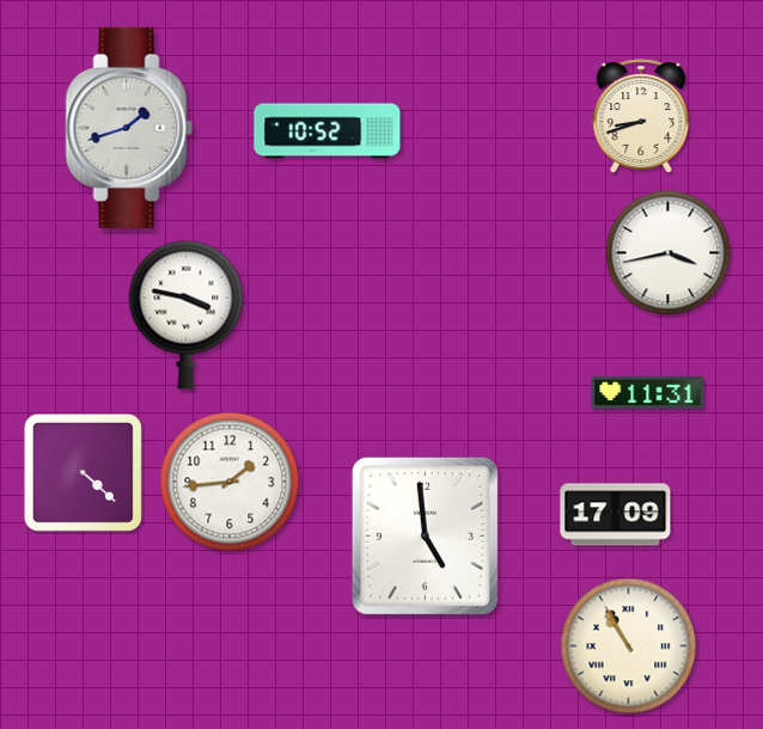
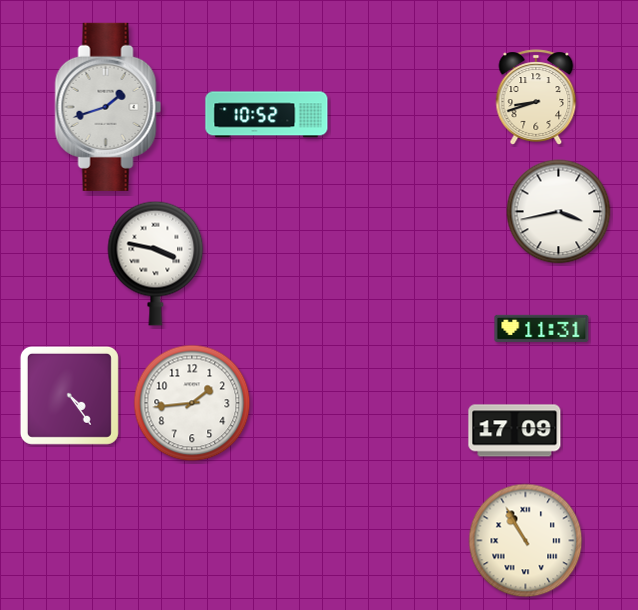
clock at (328, 131) position: (328, 131) -> (267, 115)
clock at (83, 472): 4:22 -> 4:24
clock at (425, 535): 4:59 -> none
